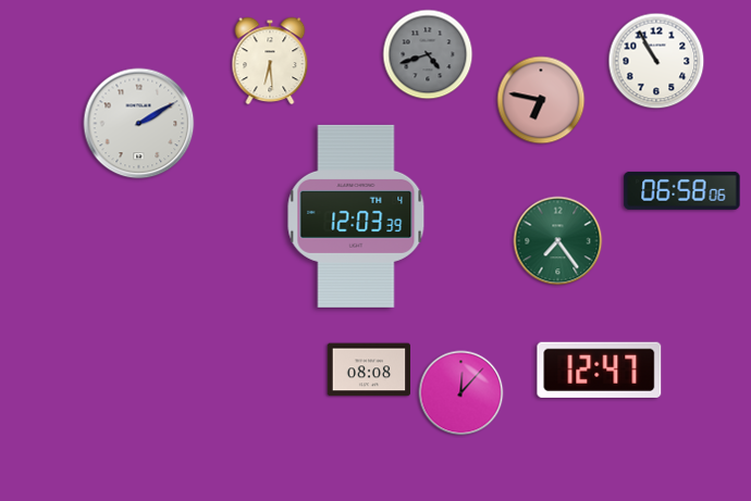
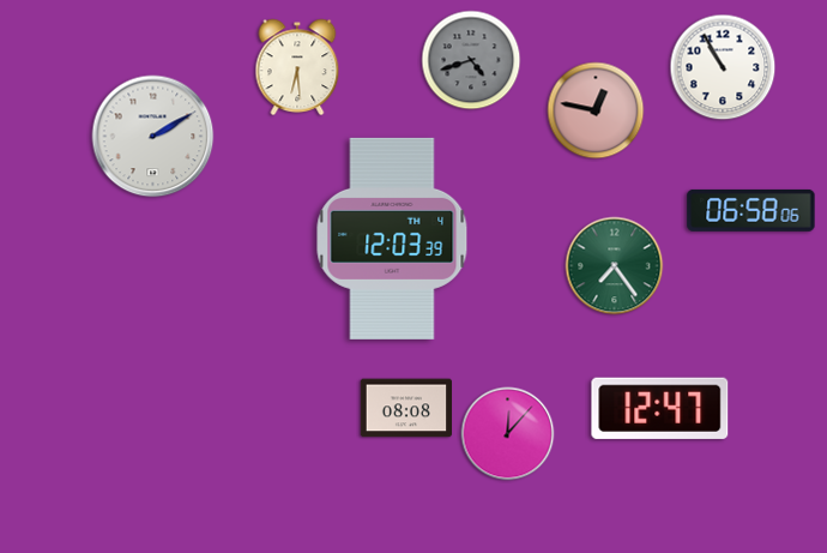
clock at (541, 100): 6:47 -> 12:47
